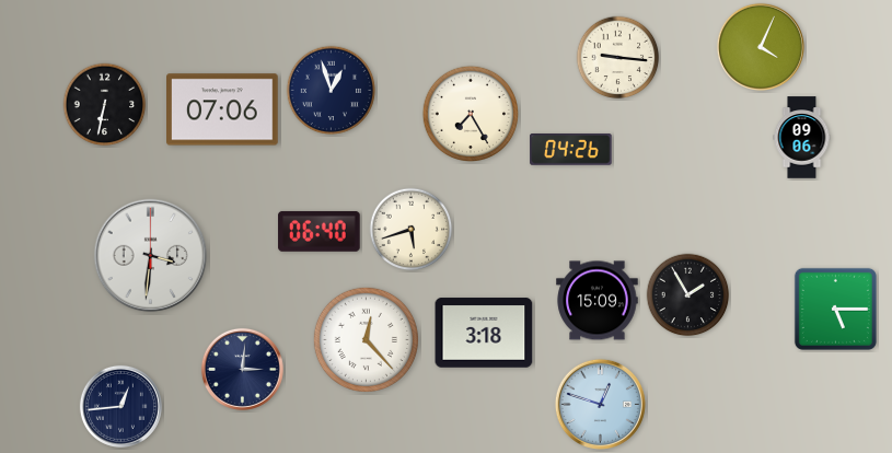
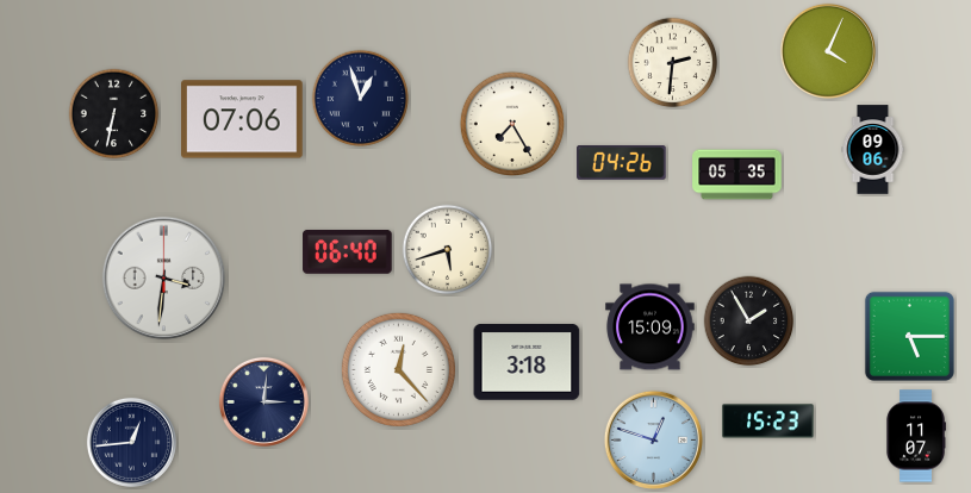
clock at (618, 58): 9:16 -> 2:31
clock at (737, 175): none -> 05:35
clock at (768, 422): none -> 15:23
clock at (916, 436): none -> 11:07
